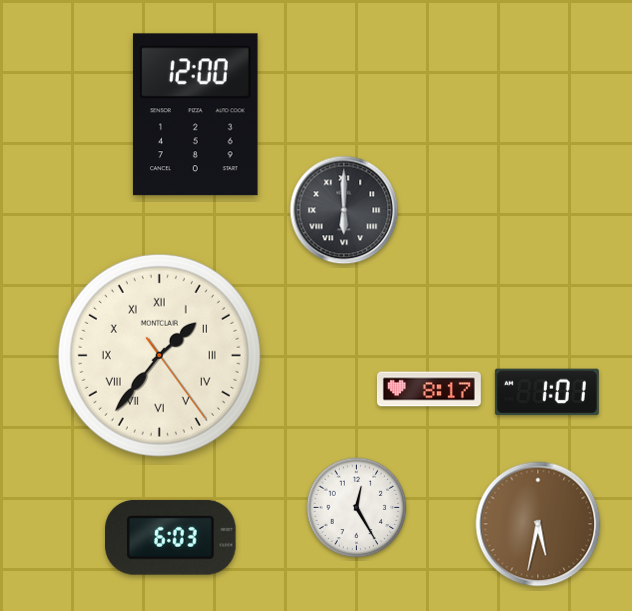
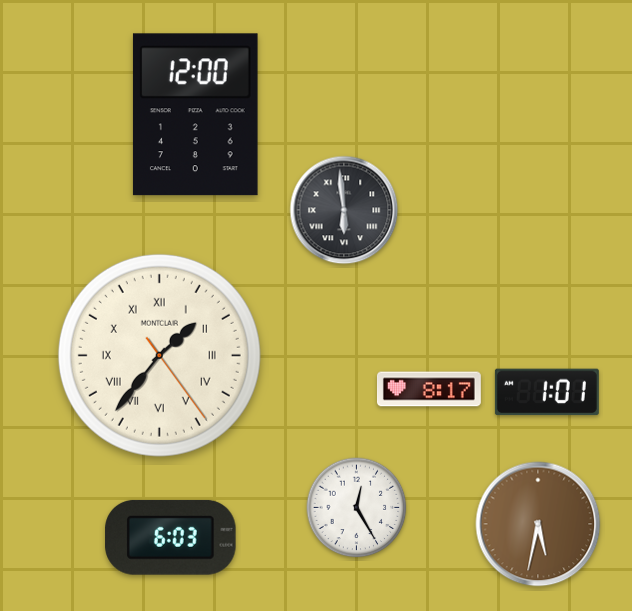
clock at (344, 210): 6:00 -> 5:59
